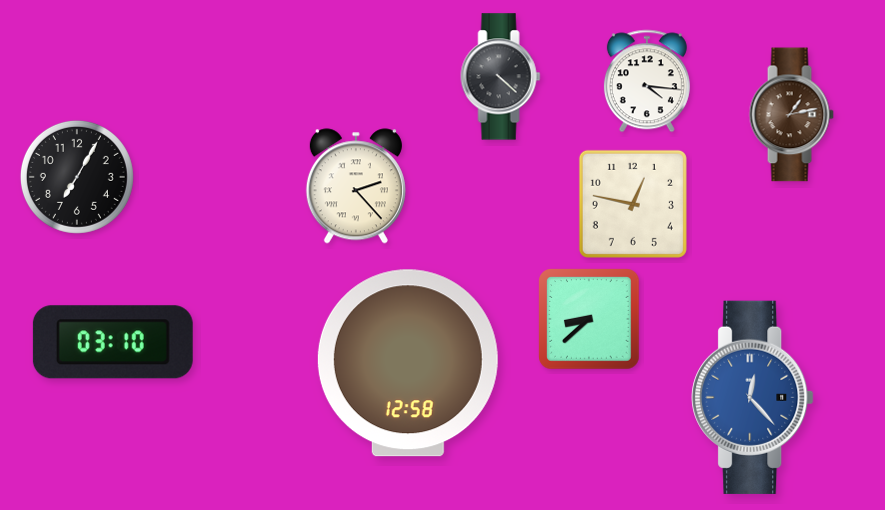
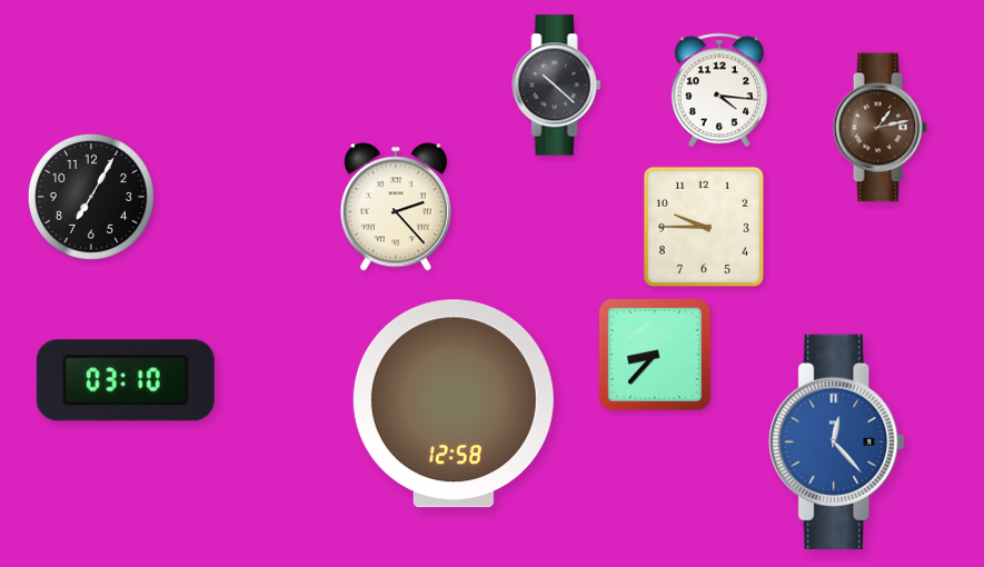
clock at (501, 77): 4:22 -> 10:22
clock at (77, 177) position: (77, 177) -> (91, 197)
clock at (633, 204): 12:47 -> 9:45
clock at (589, 319): 8:38 -> 8:37
